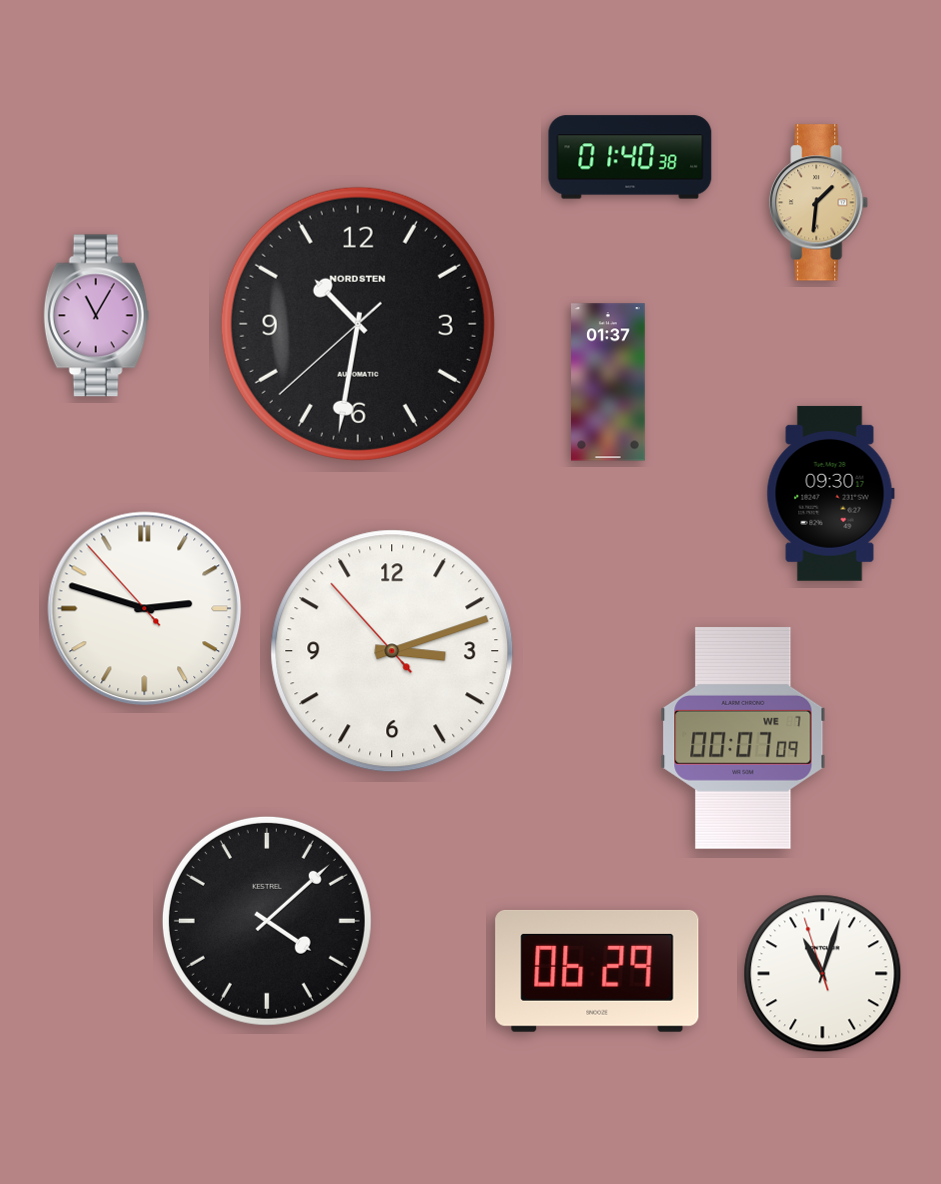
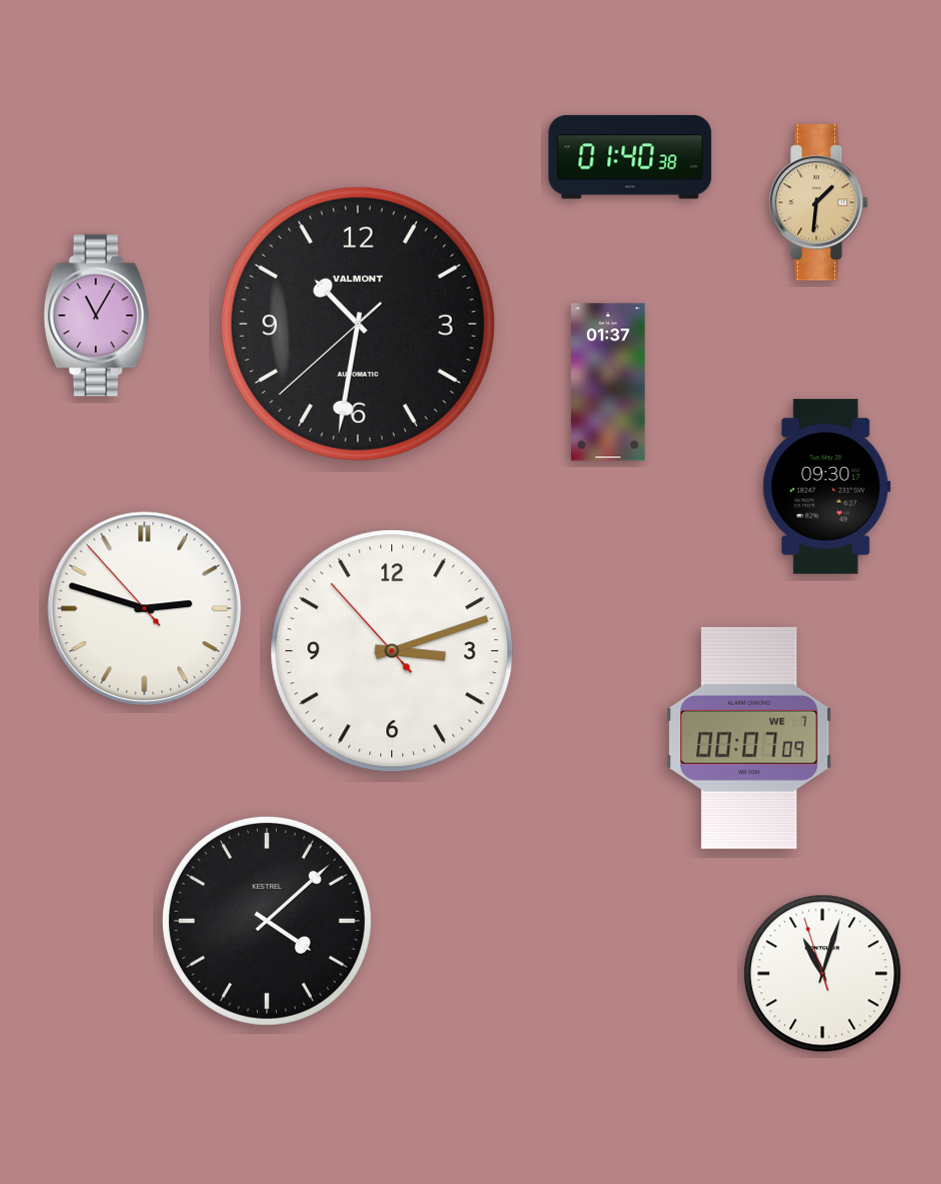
clock at (358, 324) brand: NORDSTEN -> VALMONT
clock at (830, 493) position: (830, 493) -> (826, 486)
clock at (743, 738) position: (743, 738) -> (749, 738)
clock at (597, 971): 06:29 -> none
